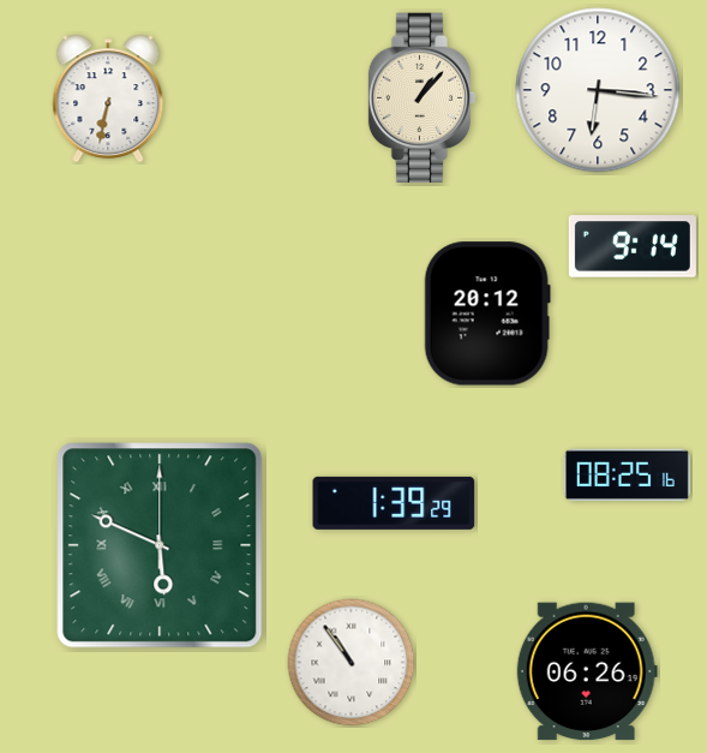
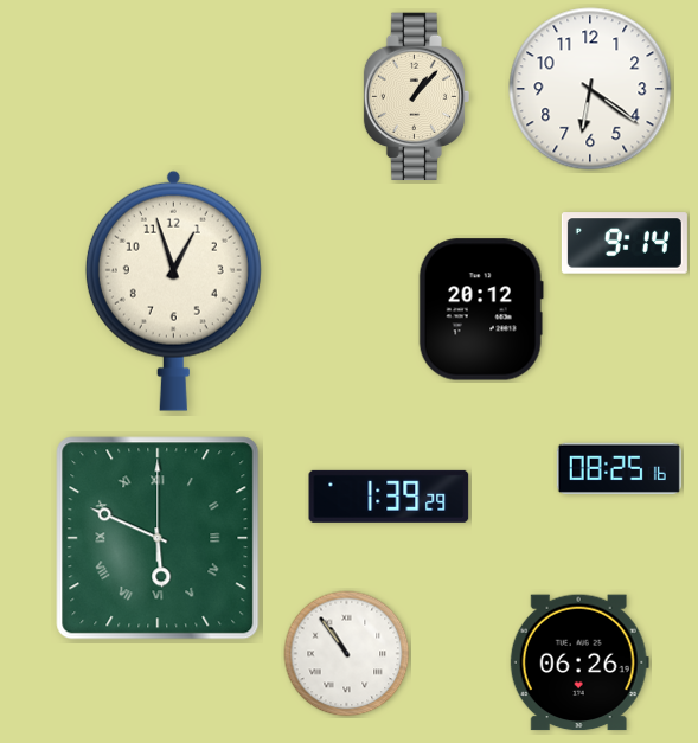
clock at (598, 90): 6:16 -> 6:21
clock at (108, 98): 6:32 -> none
clock at (173, 290): none -> 12:57
